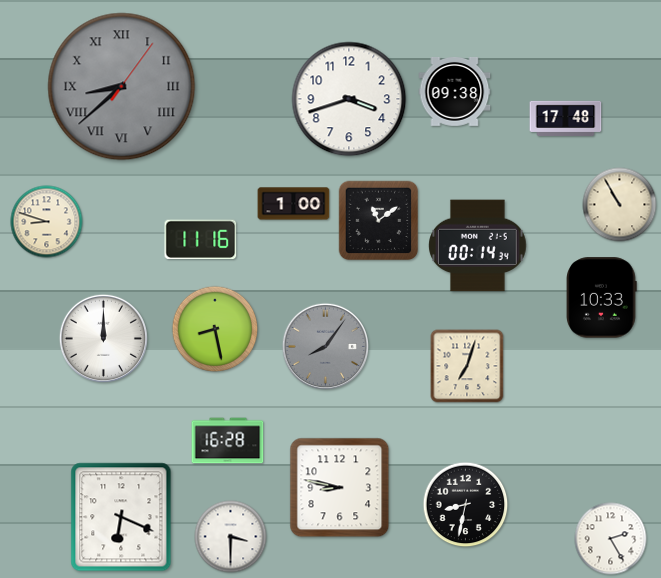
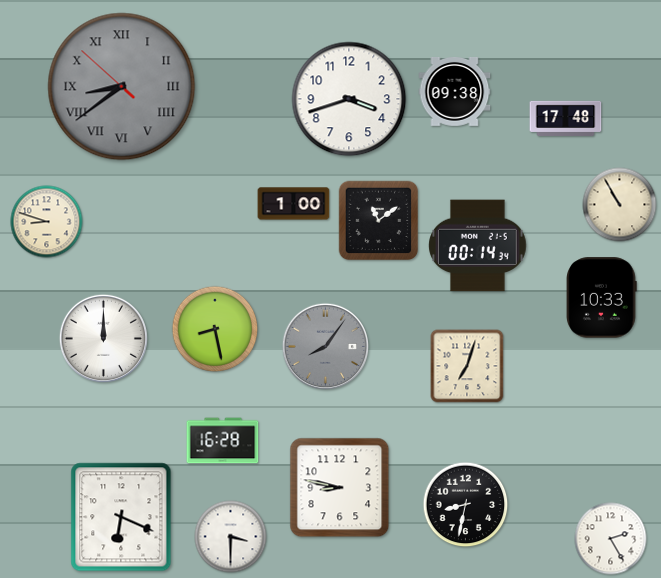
clock at (122, 87): 8:38:06 -> 8:38:52
clock at (201, 240): 11:16 -> none
clock at (228, 441) position: (228, 441) -> (223, 441)
